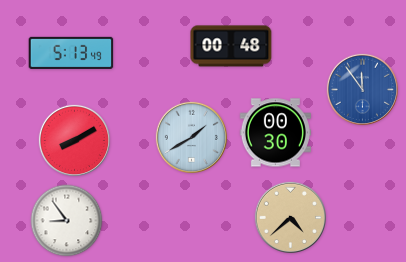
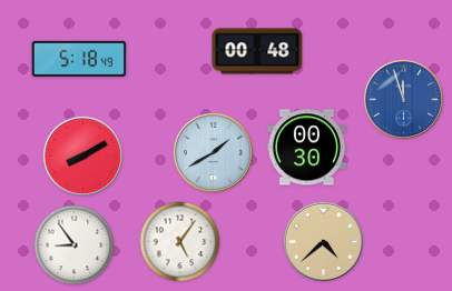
clock at (71, 53): 5:13 -> 5:18
clock at (362, 89): 11:54 -> 11:57
clock at (180, 242): none -> 5:06
